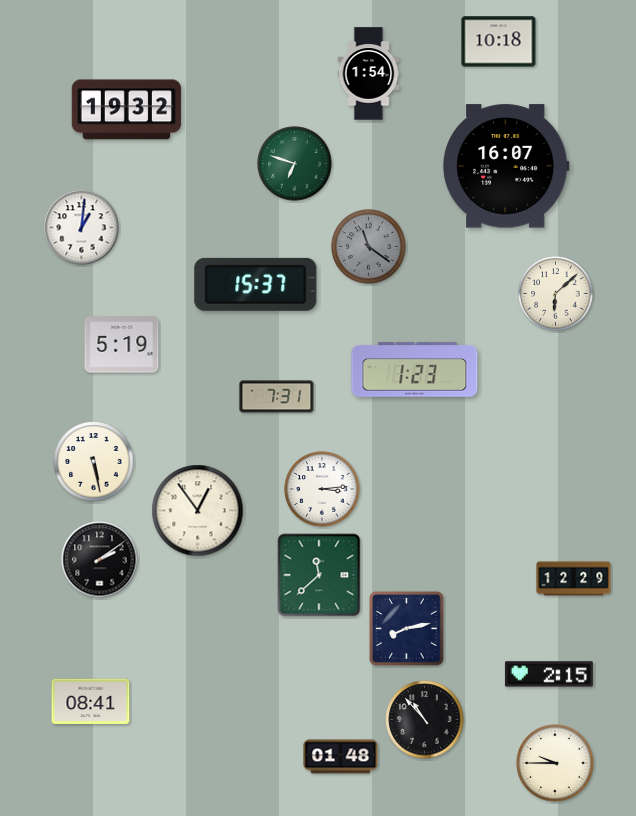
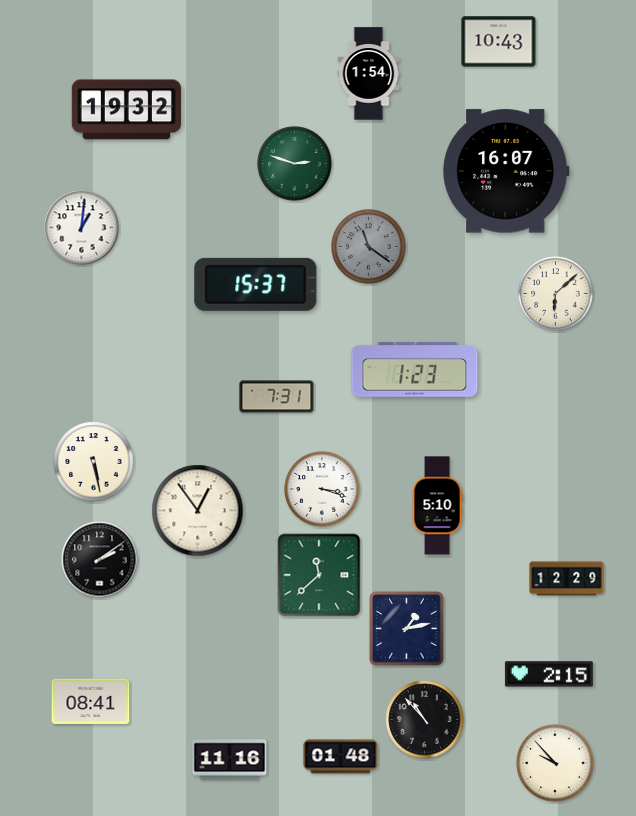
clock at (499, 42): 10:18 -> 10:43
clock at (295, 164): 6:48 -> 2:48
clock at (507, 166) position: (507, 166) -> (507, 171)
clock at (122, 345): 5:19 -> none
clock at (322, 489): 3:14 -> 3:18
clock at (437, 506): none -> 5:10
clock at (574, 579) position: (574, 579) -> (567, 579)
clock at (407, 629): 8:13 -> 1:13
clock at (230, 760): none -> 11:16
clock at (555, 763): 9:45 -> 9:53
